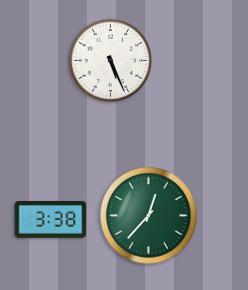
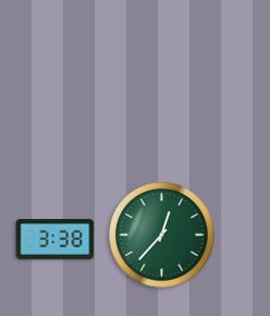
clock at (111, 61): 5:26 -> none
